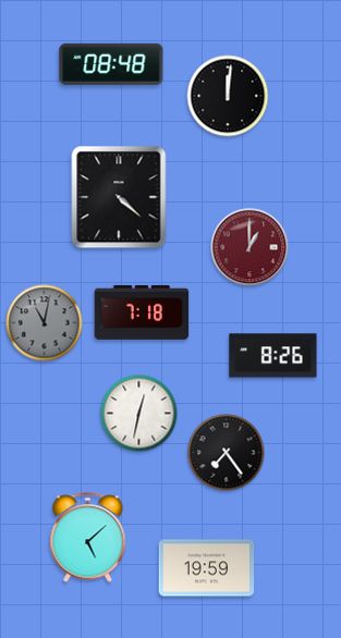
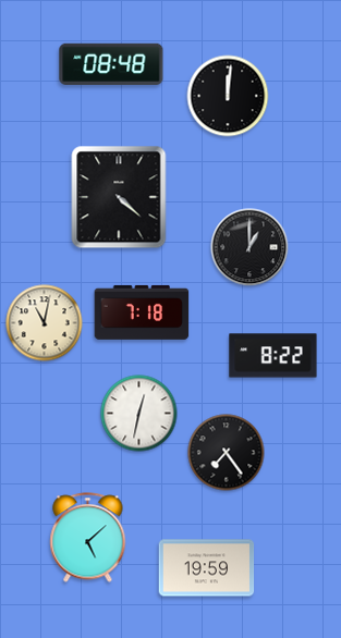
clock at (249, 247) dial: burgundy -> black
clock at (45, 323) dial: grey -> cream
clock at (273, 356): 8:26 -> 8:22
